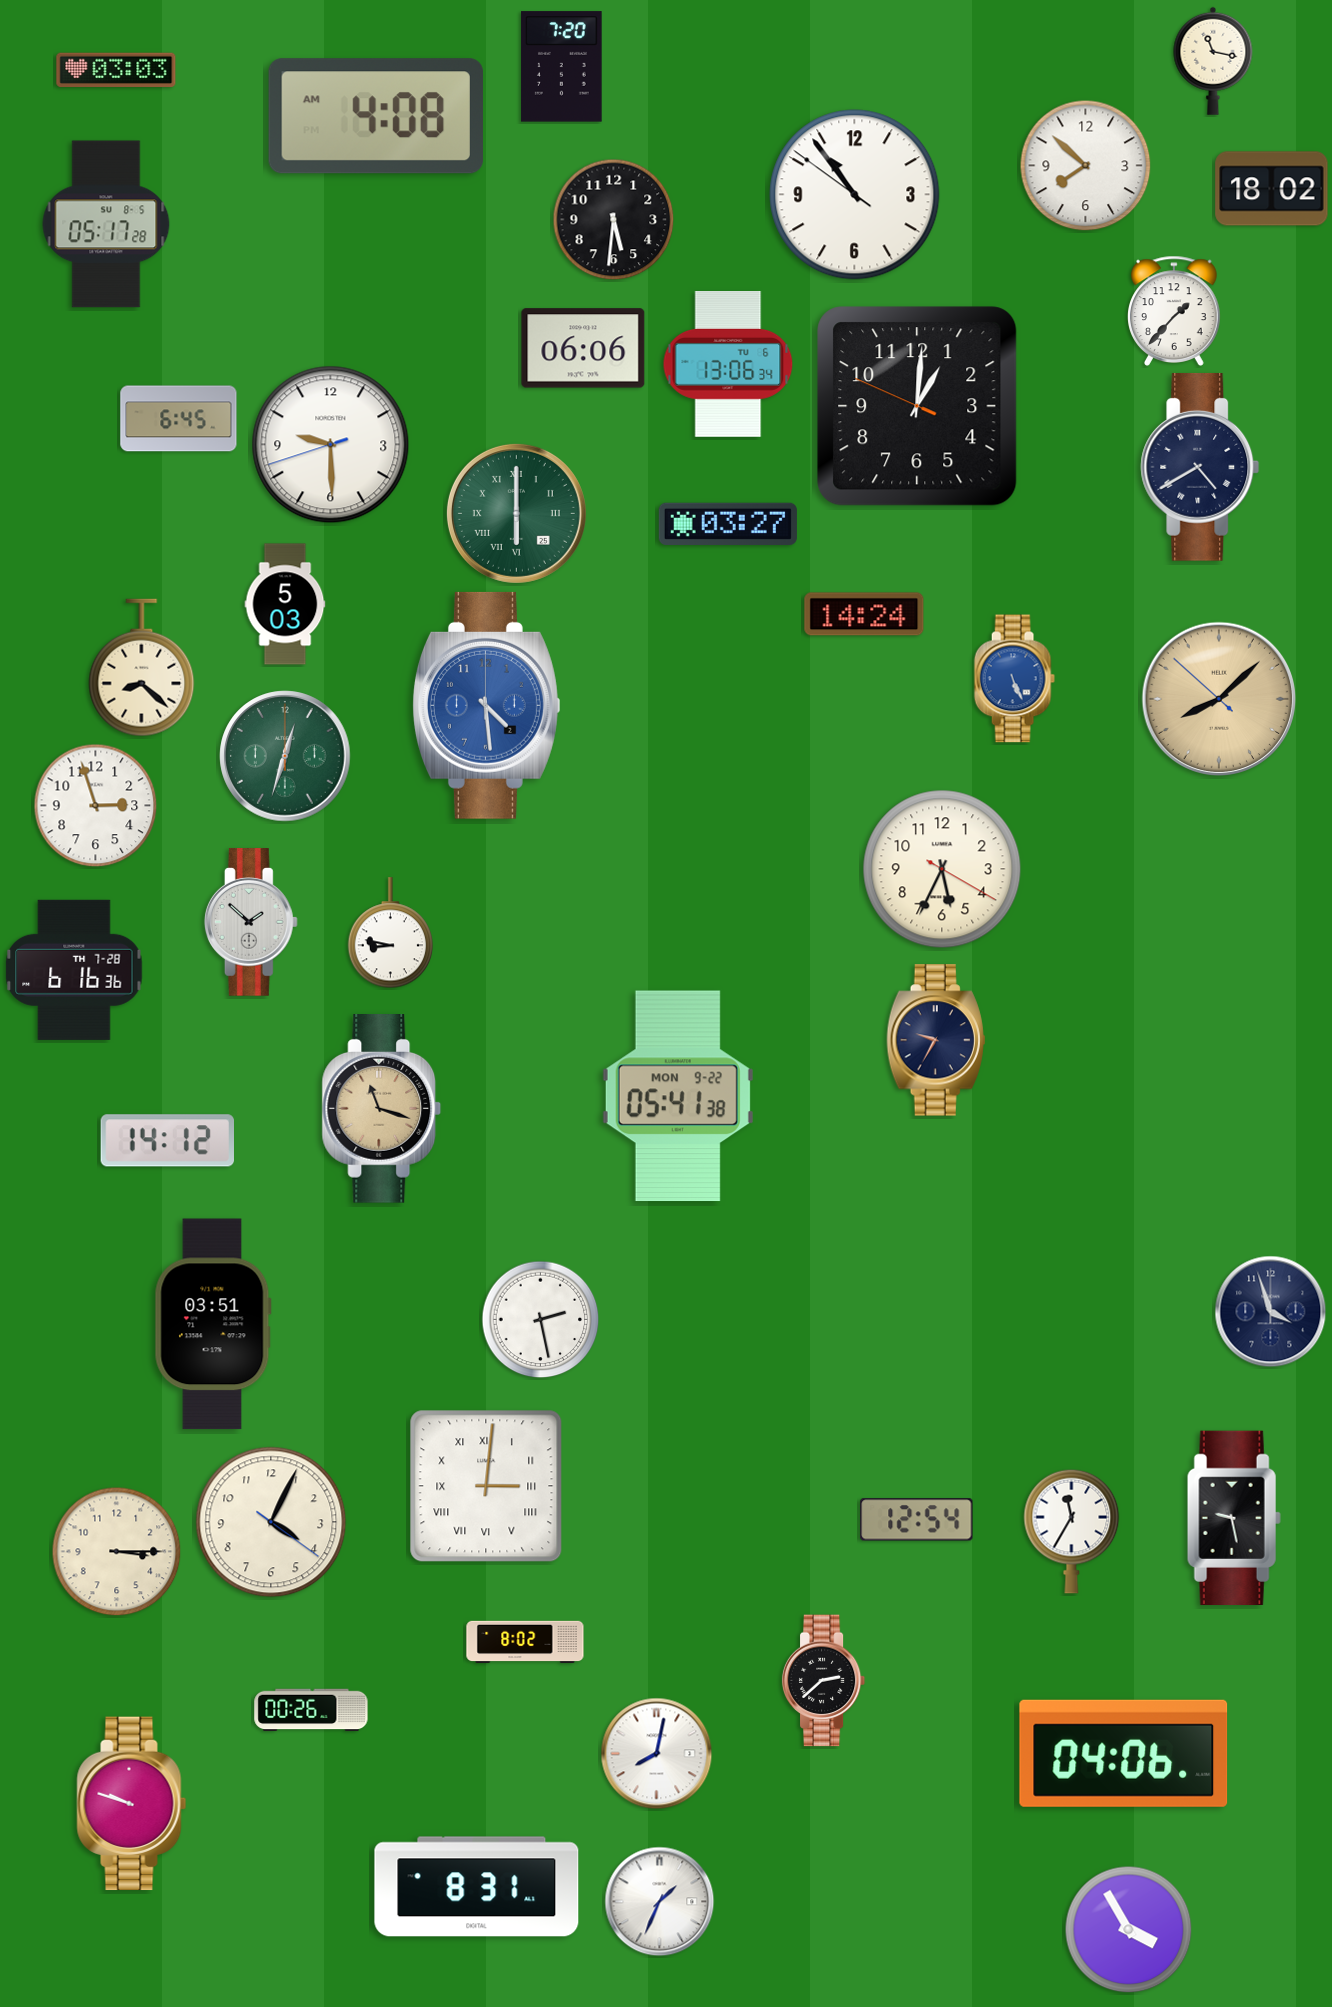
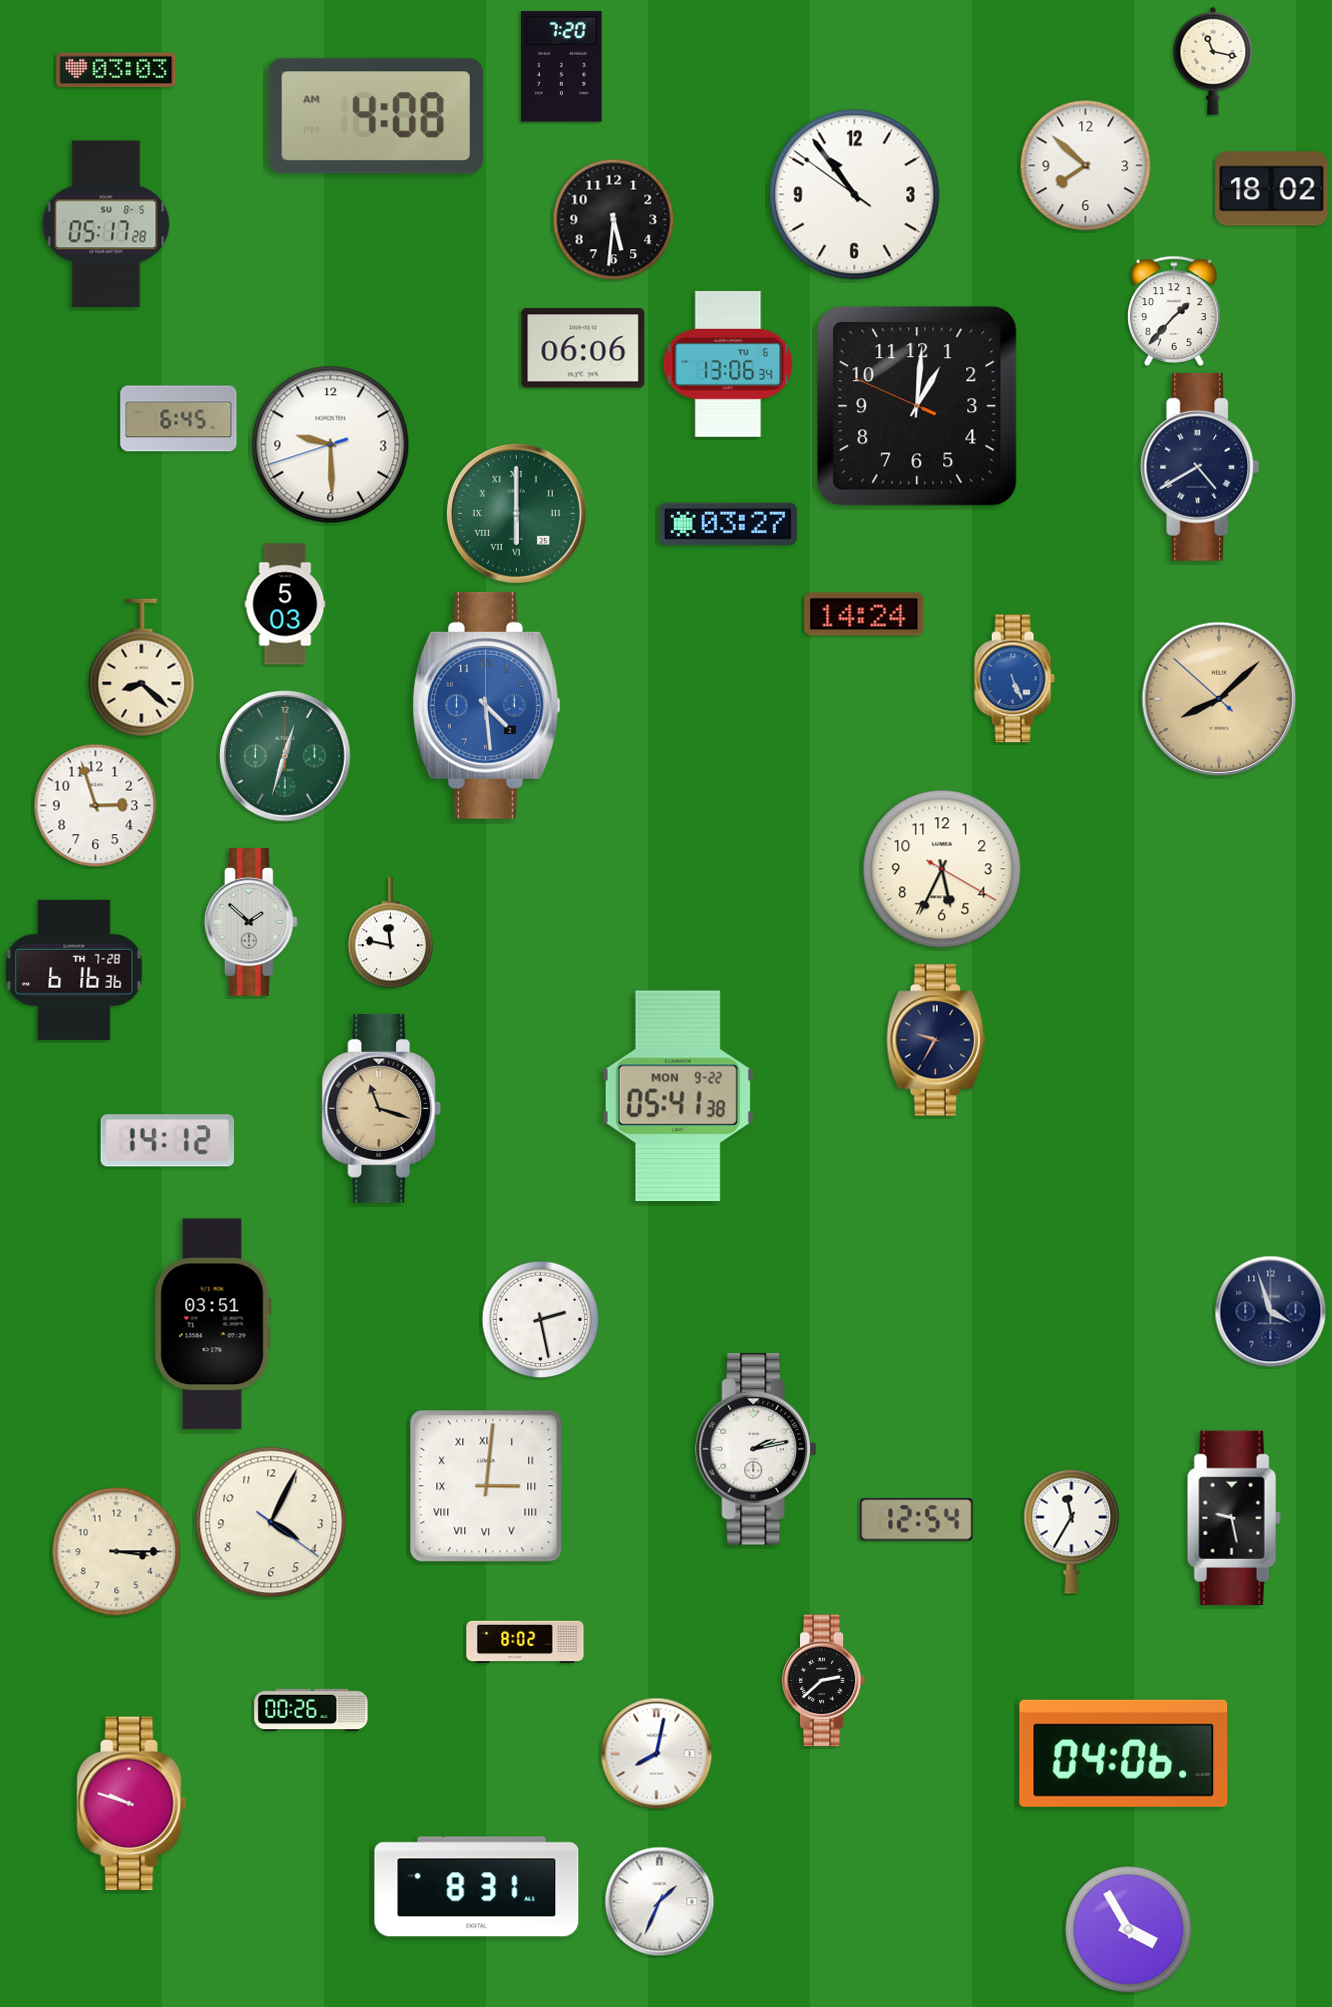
clock at (391, 933): 8:47 -> 11:47
clock at (756, 1449): none -> 2:13
